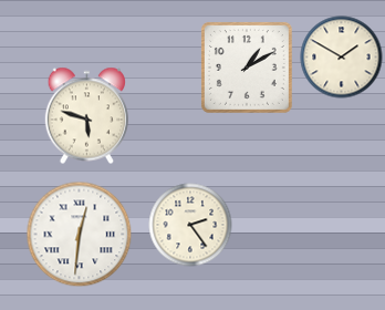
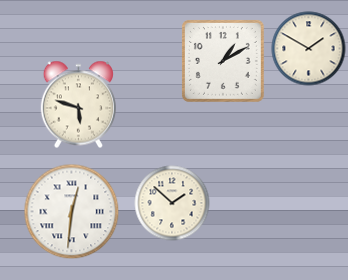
clock at (342, 58) position: (342, 58) -> (309, 49)
clock at (190, 225): 2:24 -> 1:52
